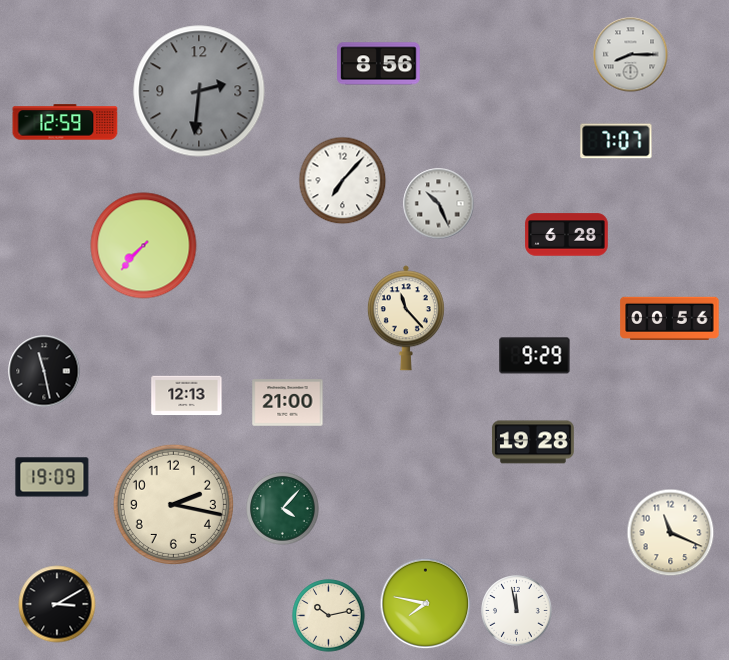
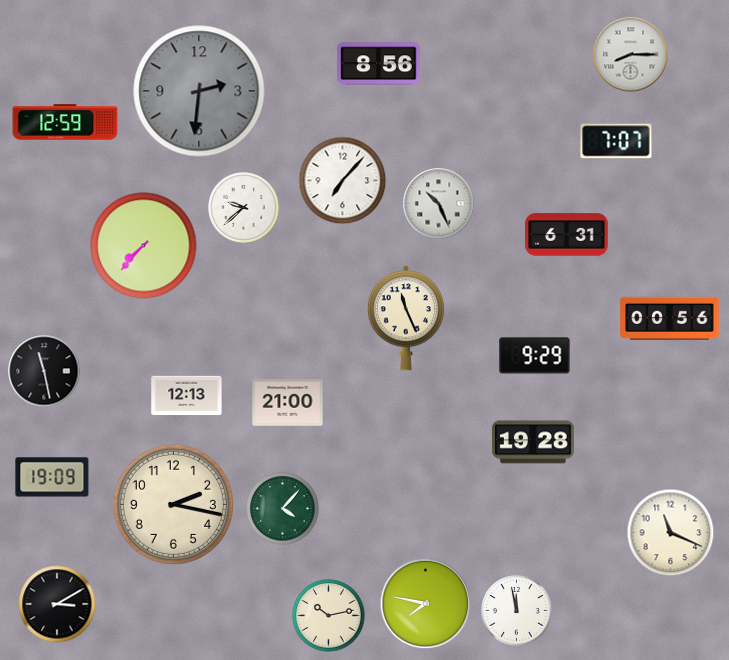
clock at (244, 208): none -> 9:38
clock at (567, 235): 6:28 -> 6:31
clock at (406, 318): 11:23 -> 11:26
